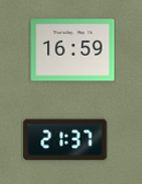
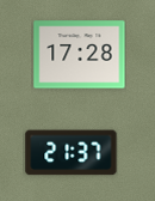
clock at (73, 50): 16:59 -> 17:28
